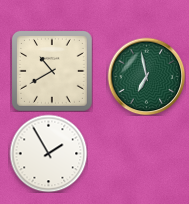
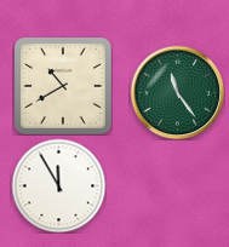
clock at (146, 76): 6:58 -> 11:24
clock at (48, 153): 1:55 -> 11:55
